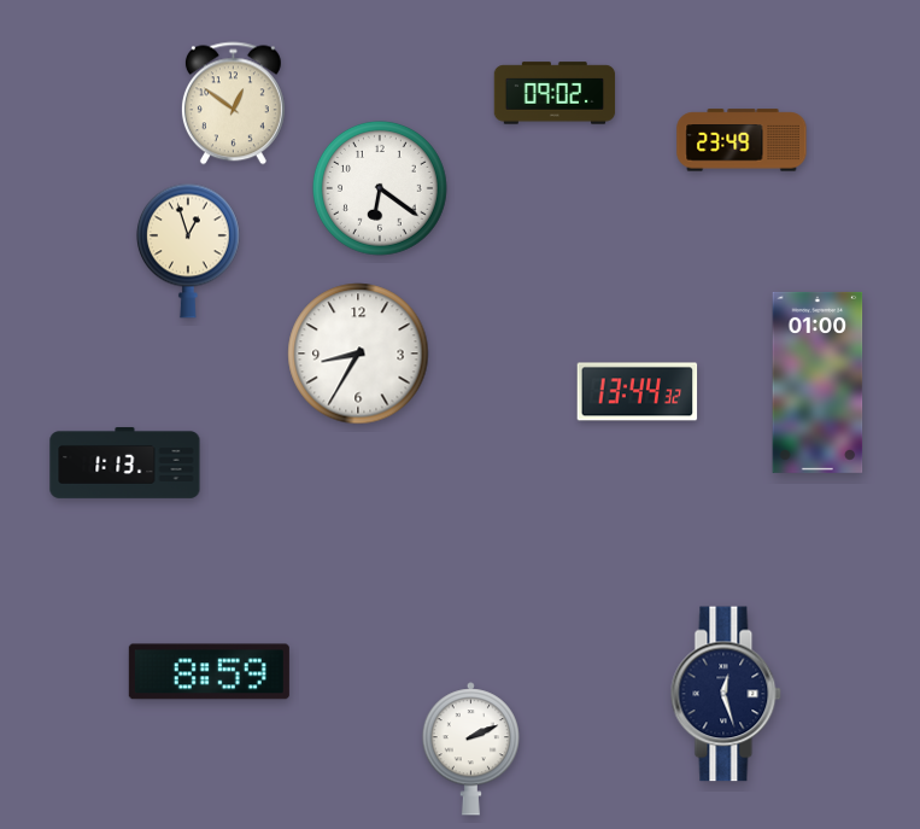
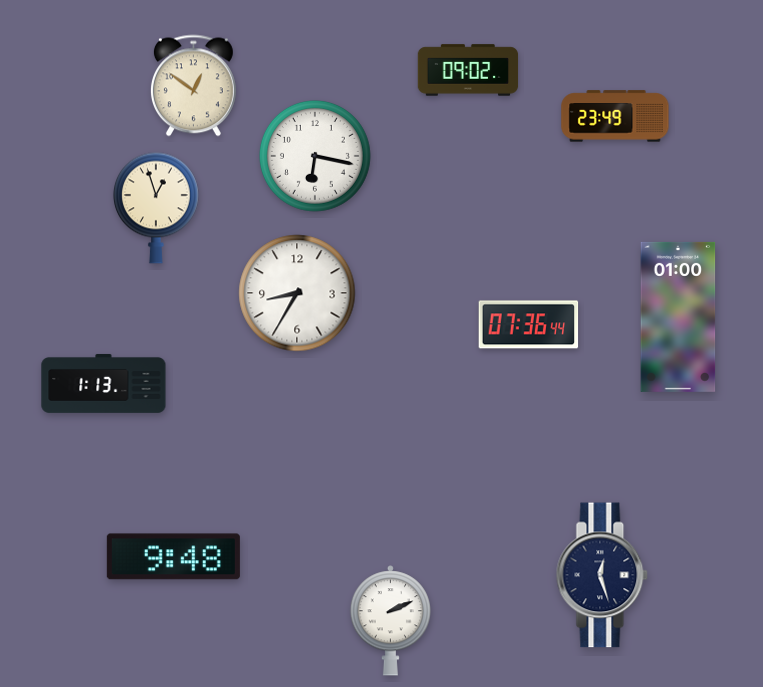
clock at (555, 93) position: (555, 93) -> (468, 70)
clock at (381, 189): 6:21 -> 6:17
clock at (638, 392): 13:44 -> 07:36
clock at (209, 672): 8:59 -> 9:48
